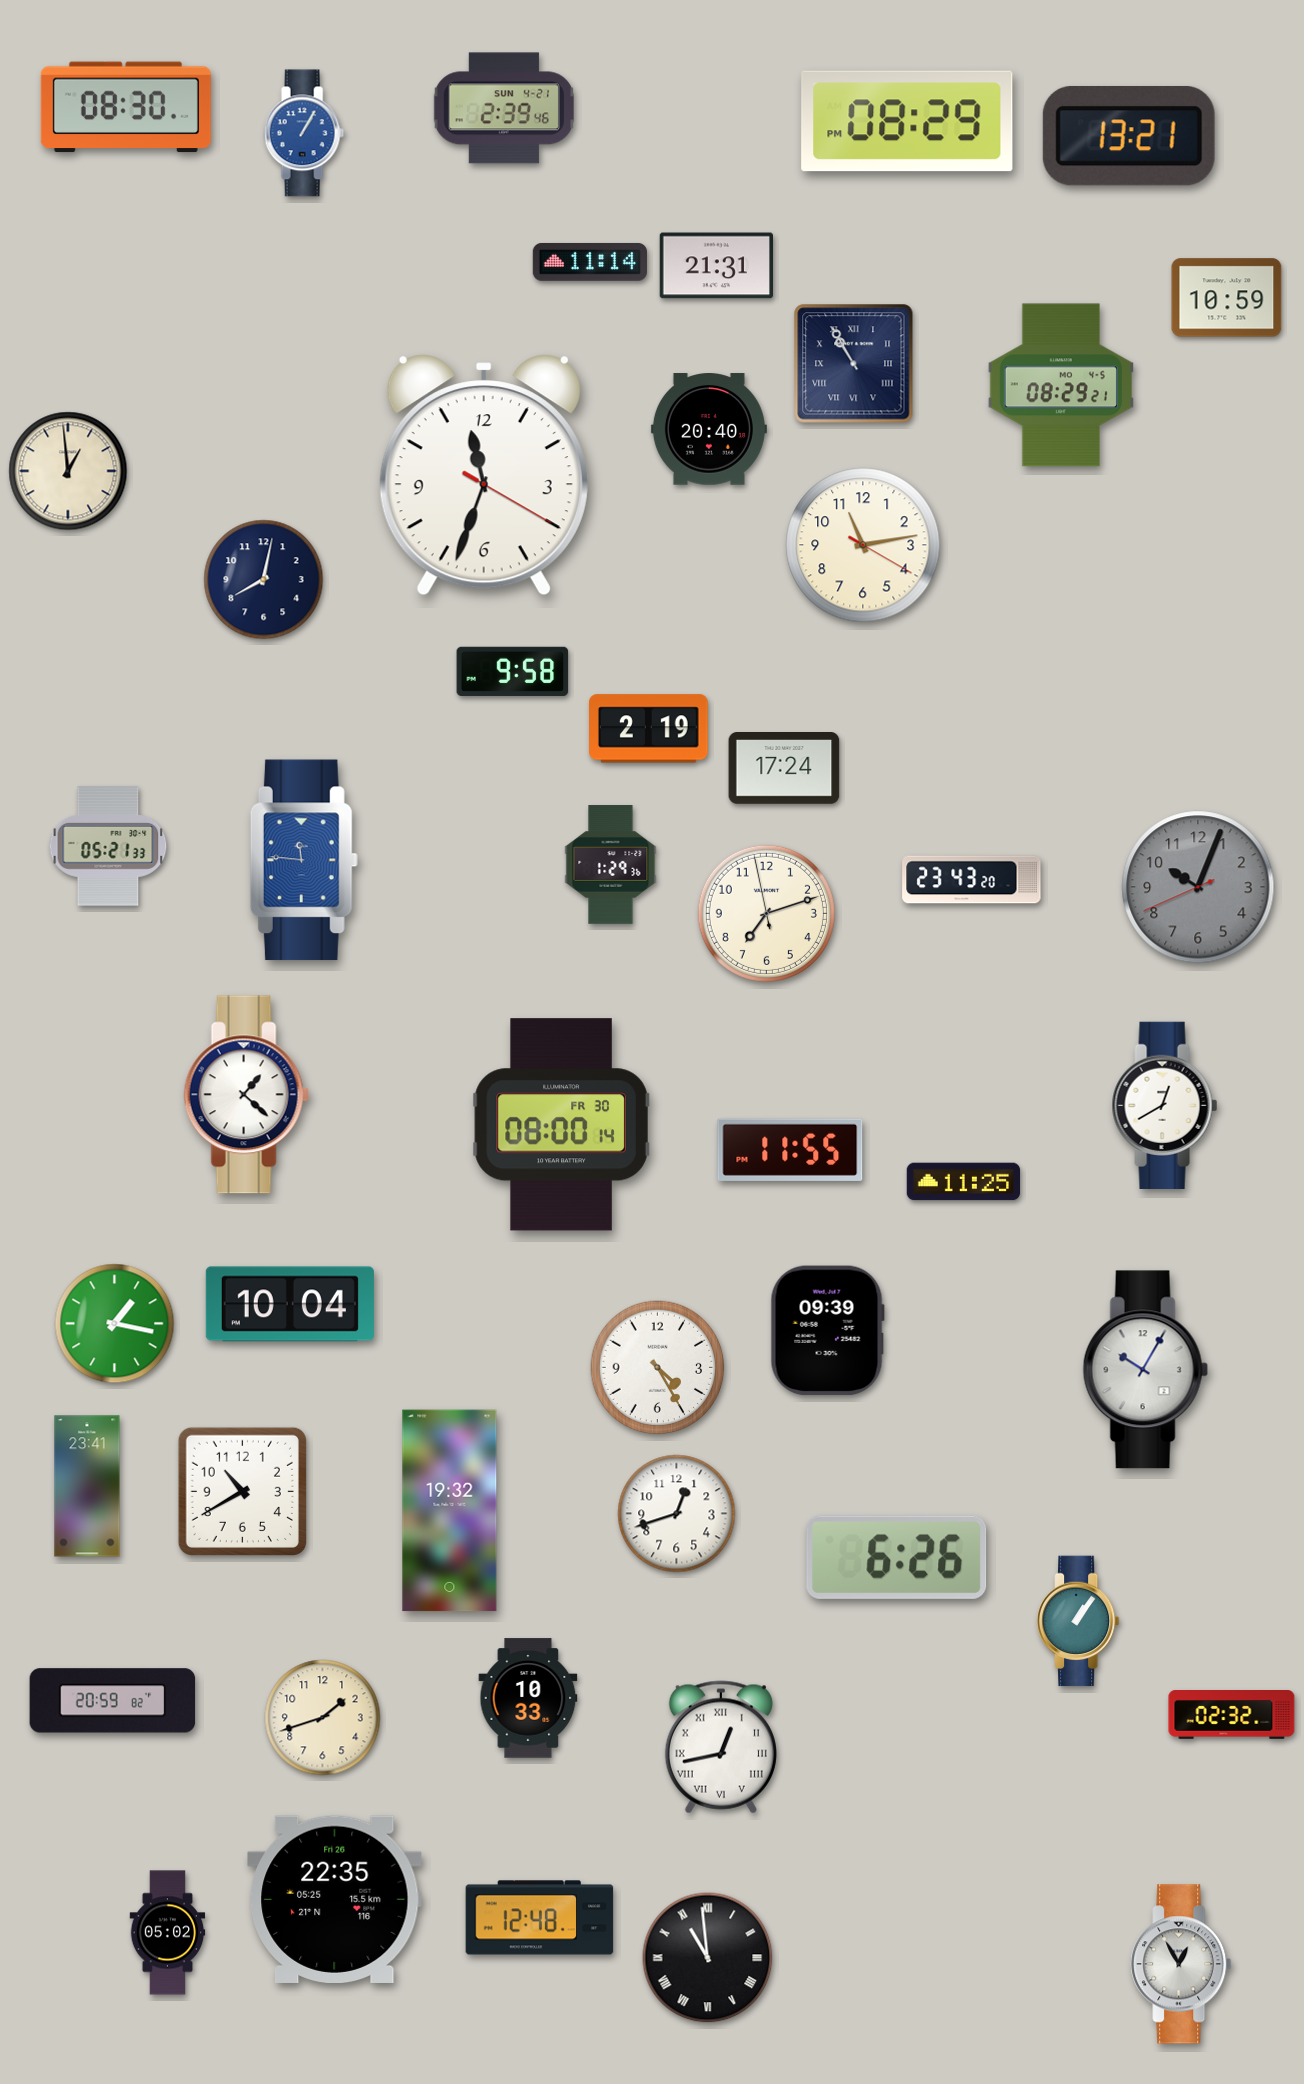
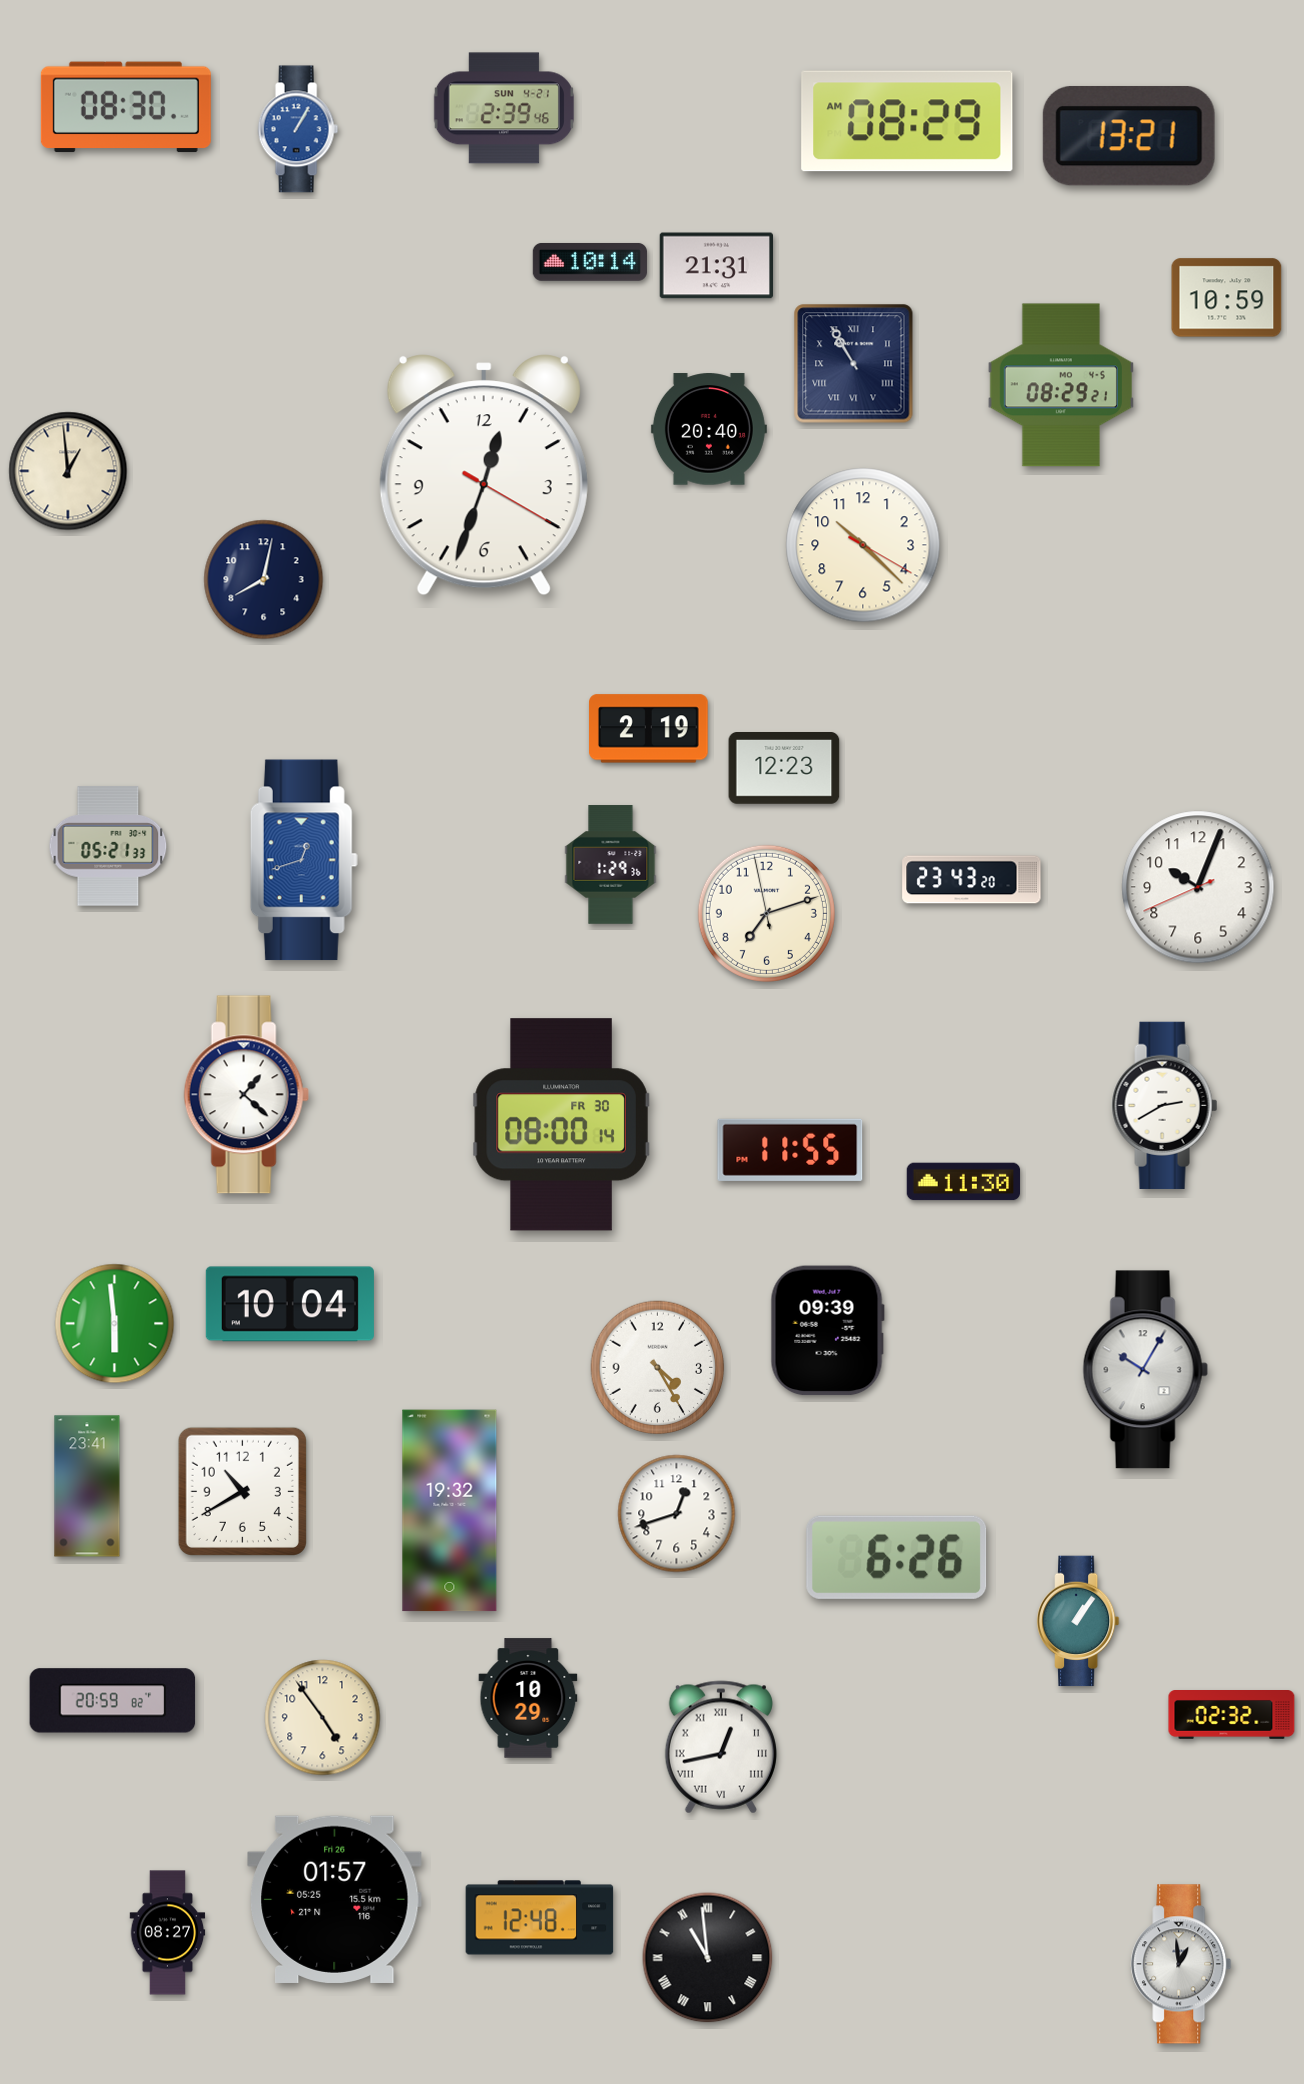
clock at (907, 121): 08:29 PM -> 08:29 AM
clock at (304, 133) position: (304, 133) -> (298, 129)
clock at (590, 262): 11:14 -> 10:14
clock at (484, 475): 11:33 -> 12:33
clock at (863, 545): 11:13 -> 10:22
clock at (513, 671): 9:58 -> none
clock at (784, 769): 17:24 -> 12:23
clock at (304, 860): 11:46 -> 12:42
clock at (1198, 887) dial: grey -> white
clock at (1165, 1105): 12:40 -> 2:40
clock at (964, 1182): 11:25 -> 11:30
clock at (115, 1324): 1:17 -> 5:59
clock at (528, 1698): 10:33 -> 10:29
clock at (323, 1718): 1:42 -> 4:54
clock at (335, 1899): 22:35 -> 01:57
clock at (168, 1933): 05:02 -> 08:27
clock at (1181, 1964): 12:55 -> 12:59
